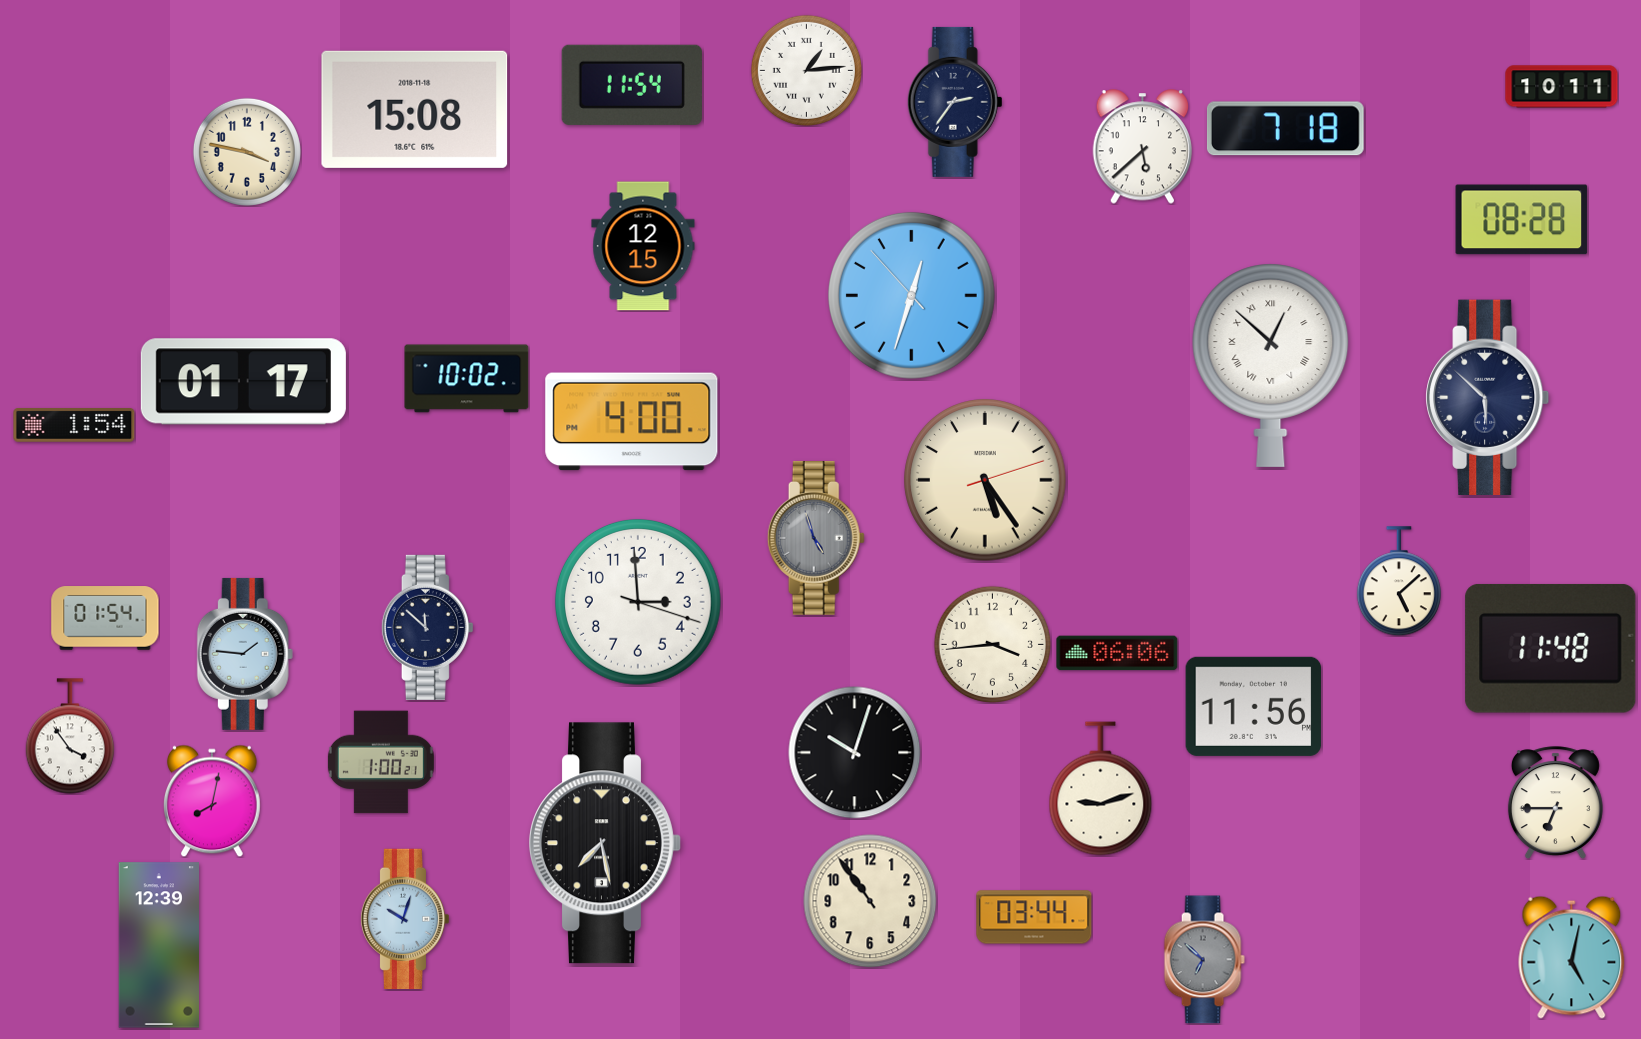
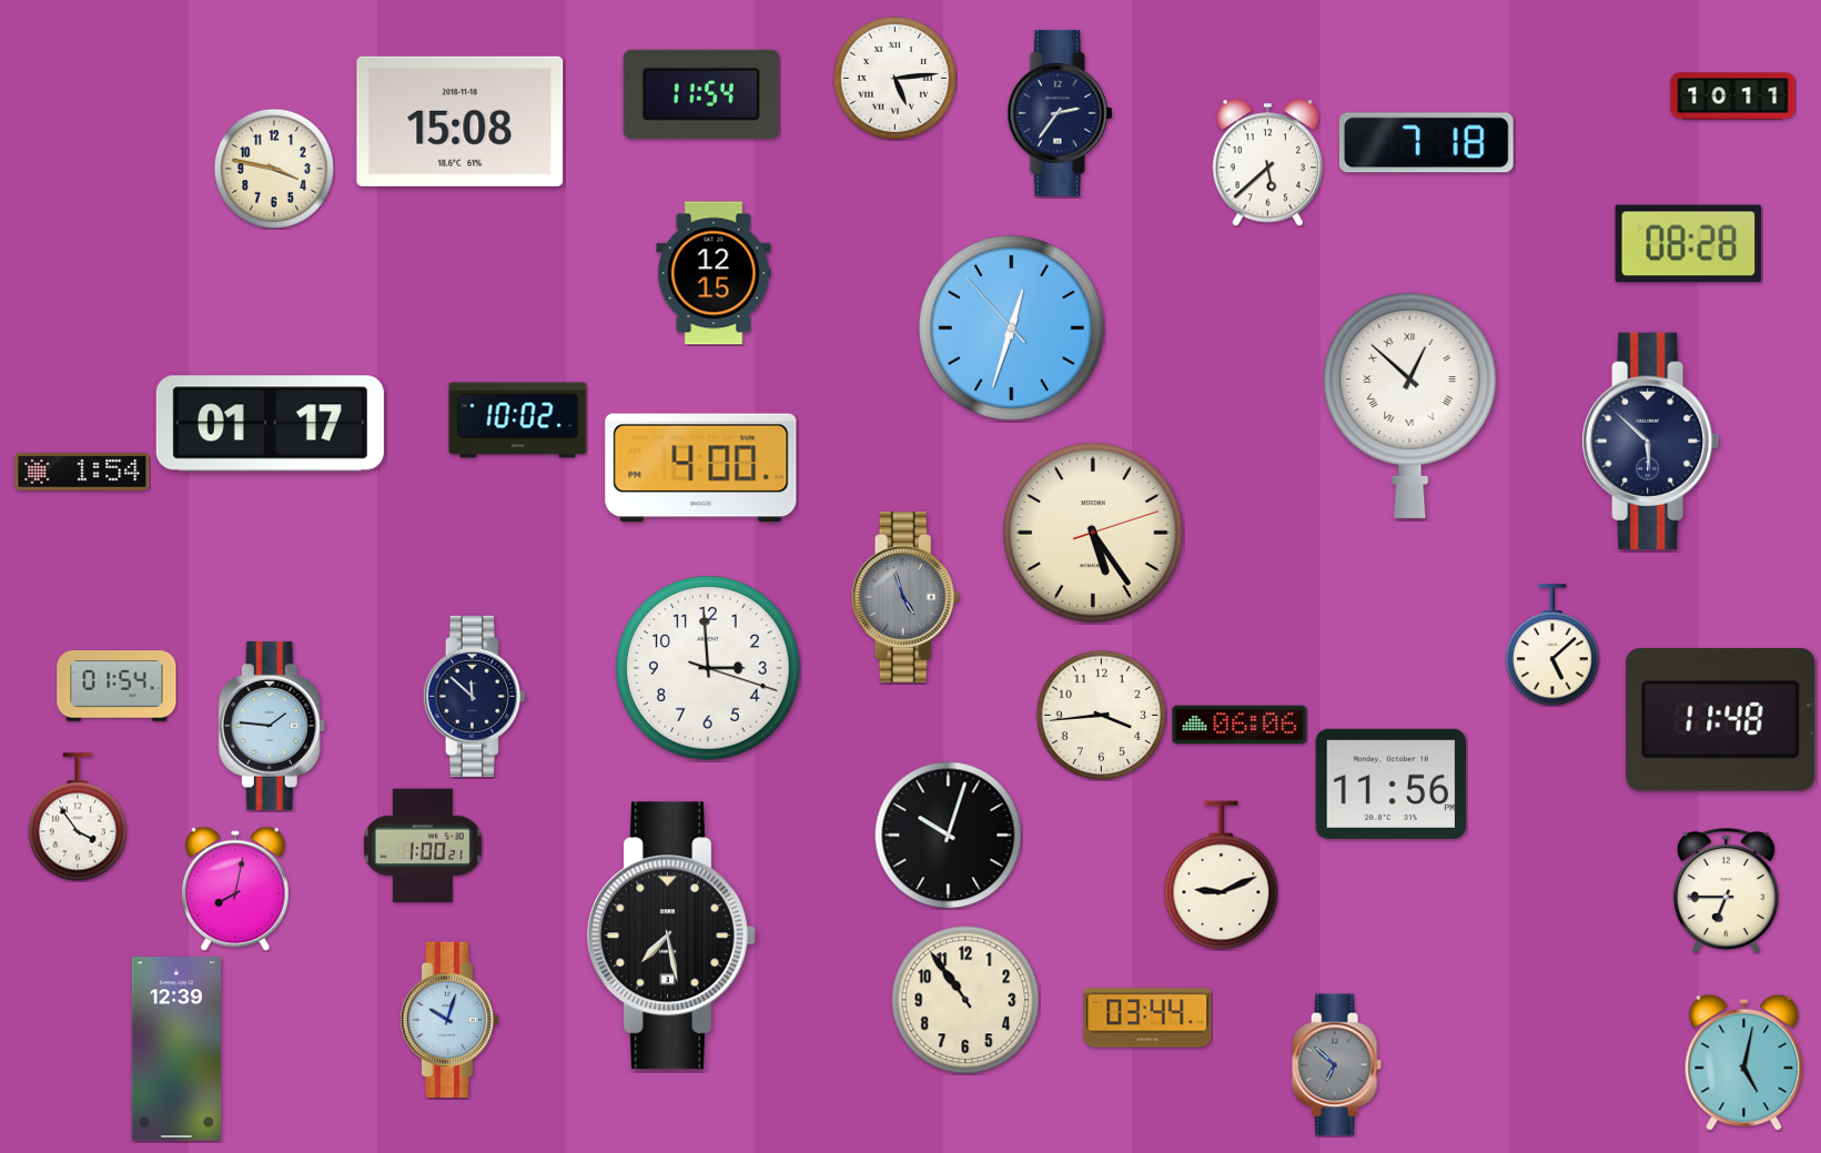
clock at (806, 70): 1:14 -> 5:14
clock at (1101, 789): 9:12 -> 9:11
